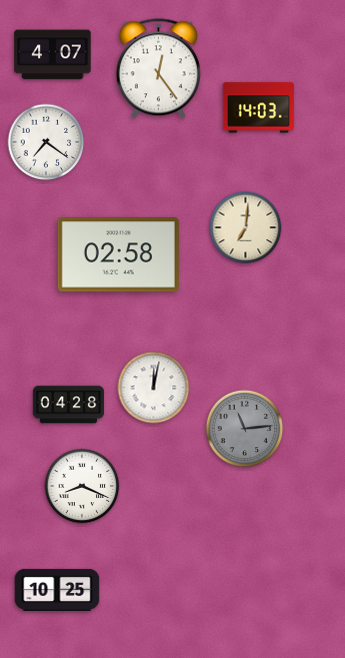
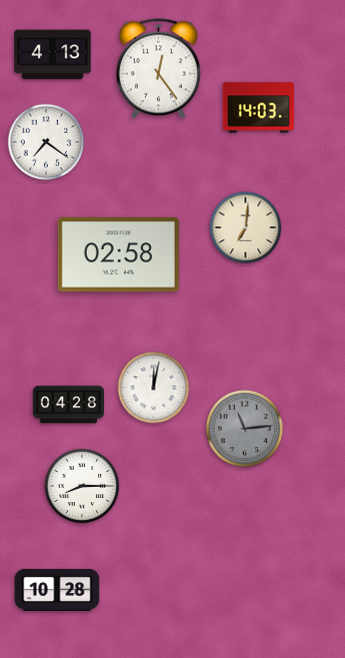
clock at (53, 55): 4:07 -> 4:13
clock at (82, 486): 8:19 -> 8:15
clock at (57, 590): 10:25 -> 10:28
